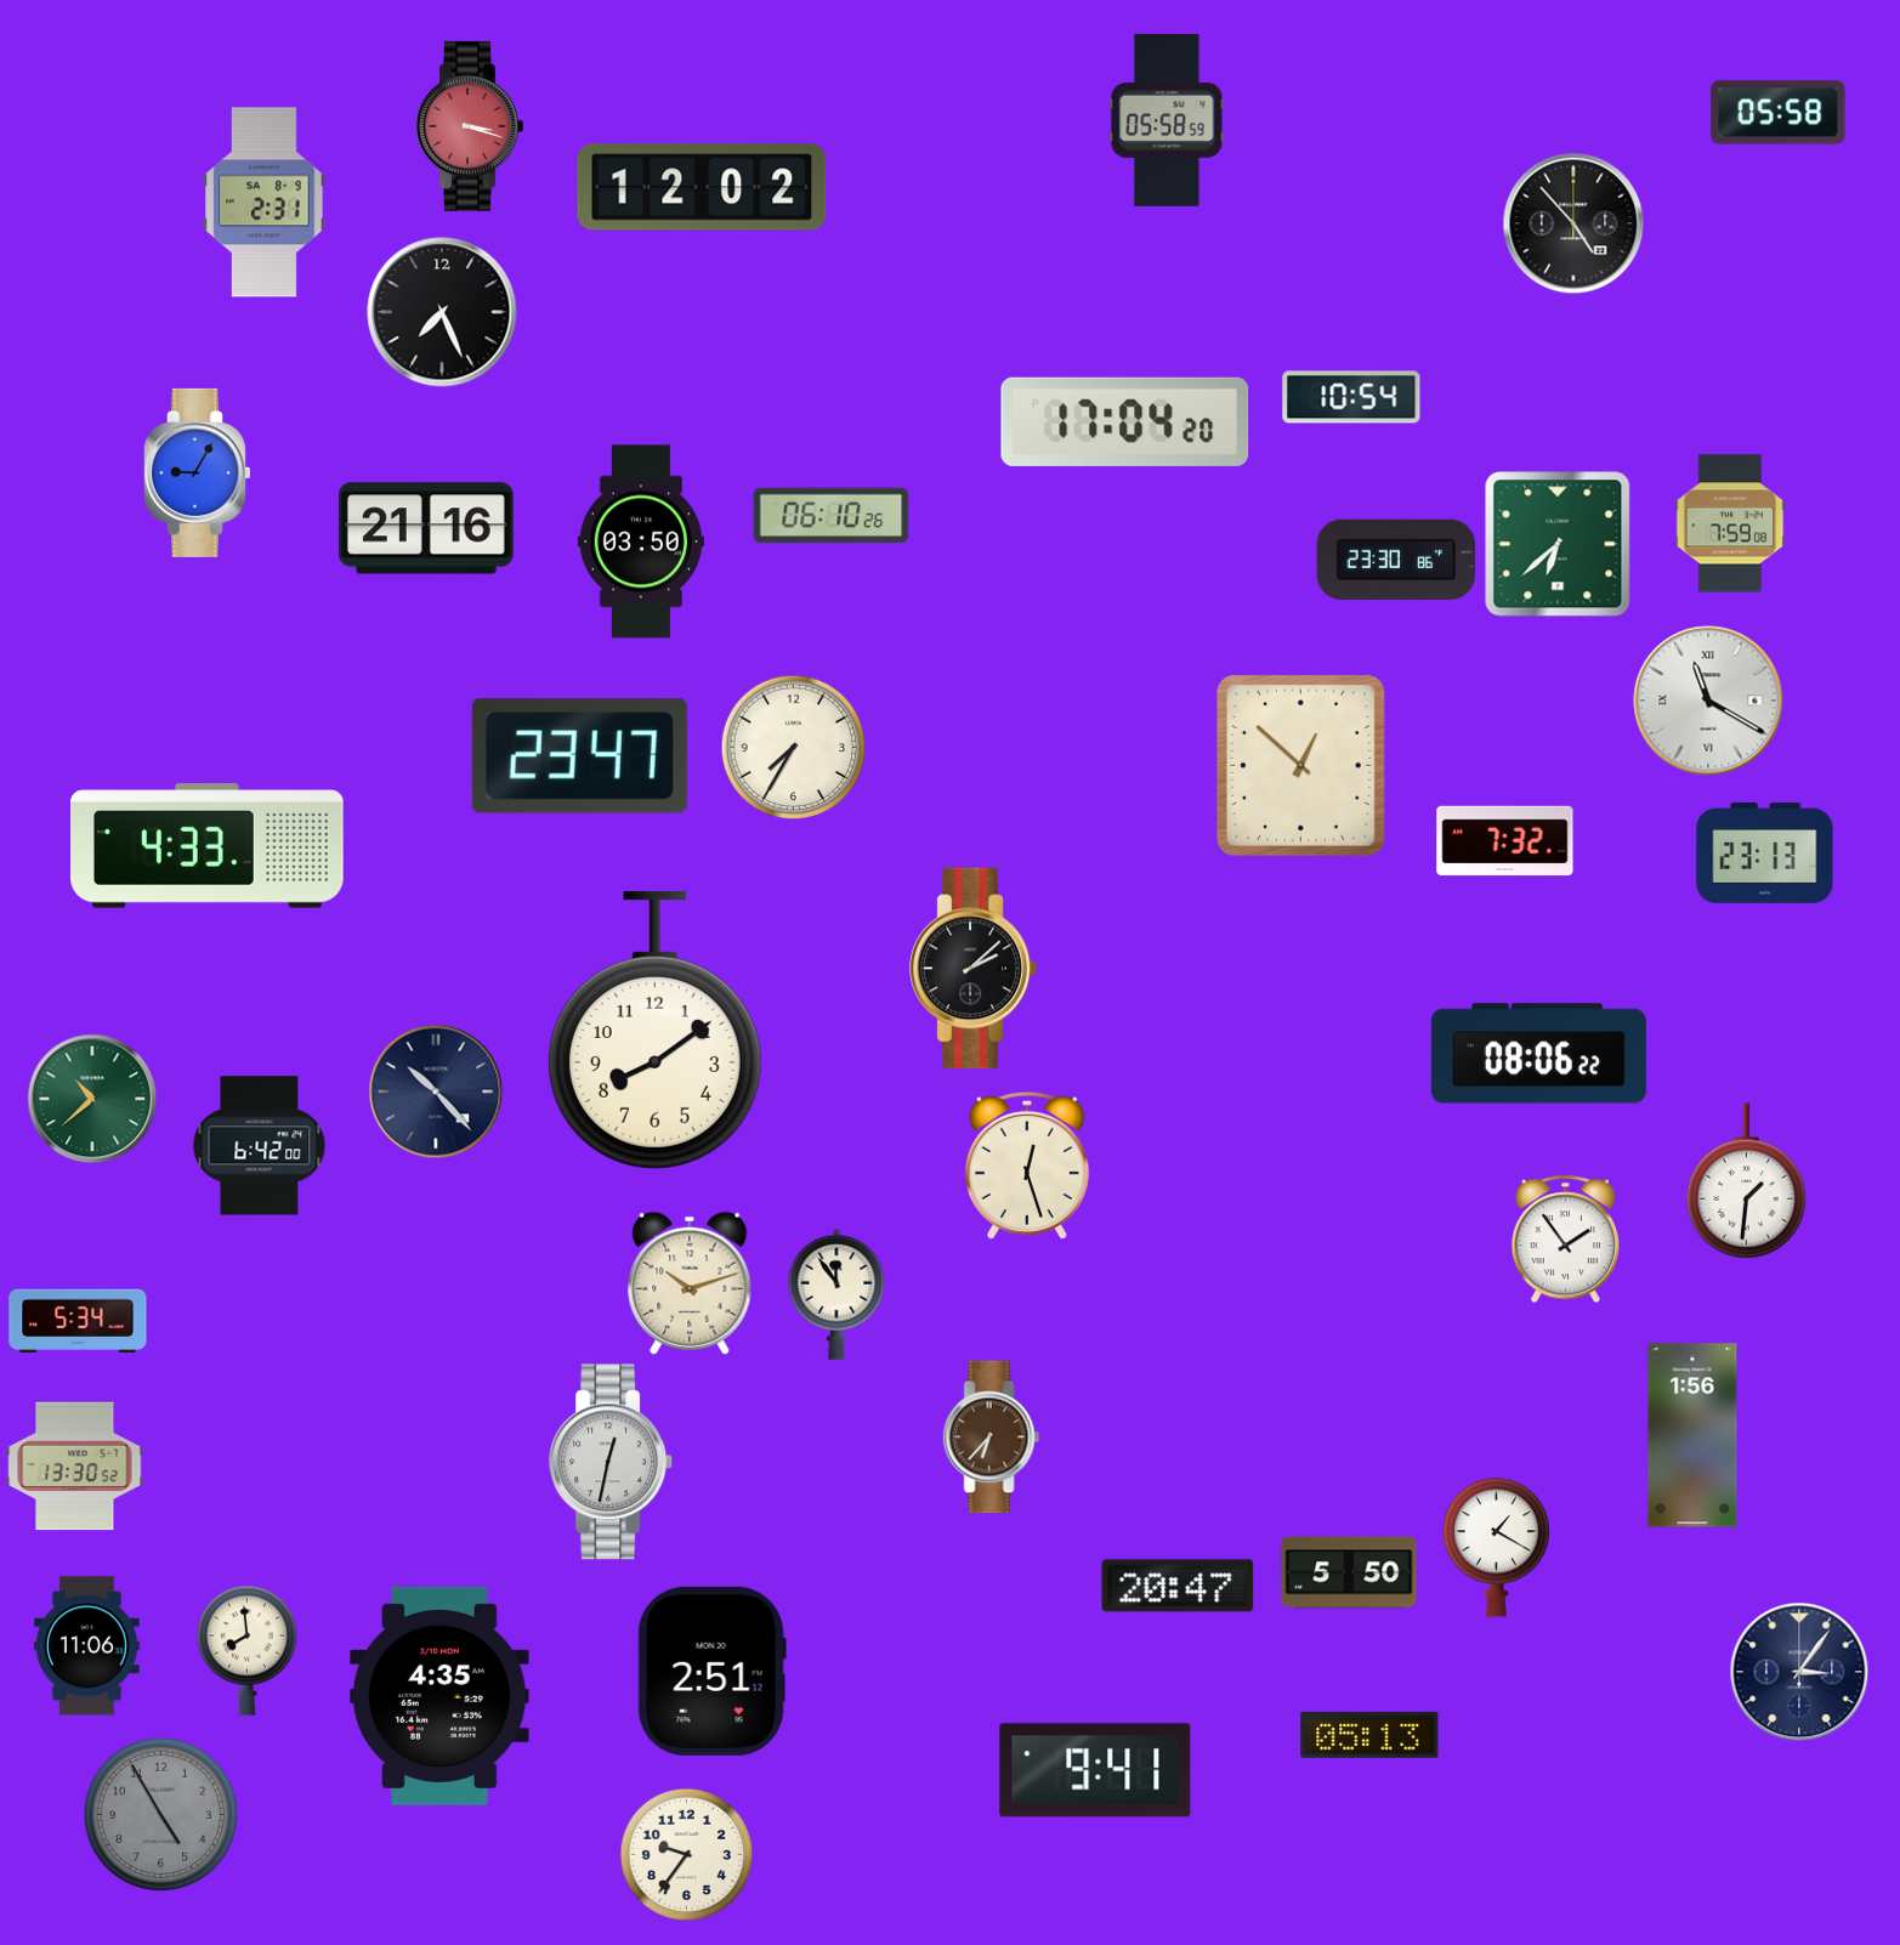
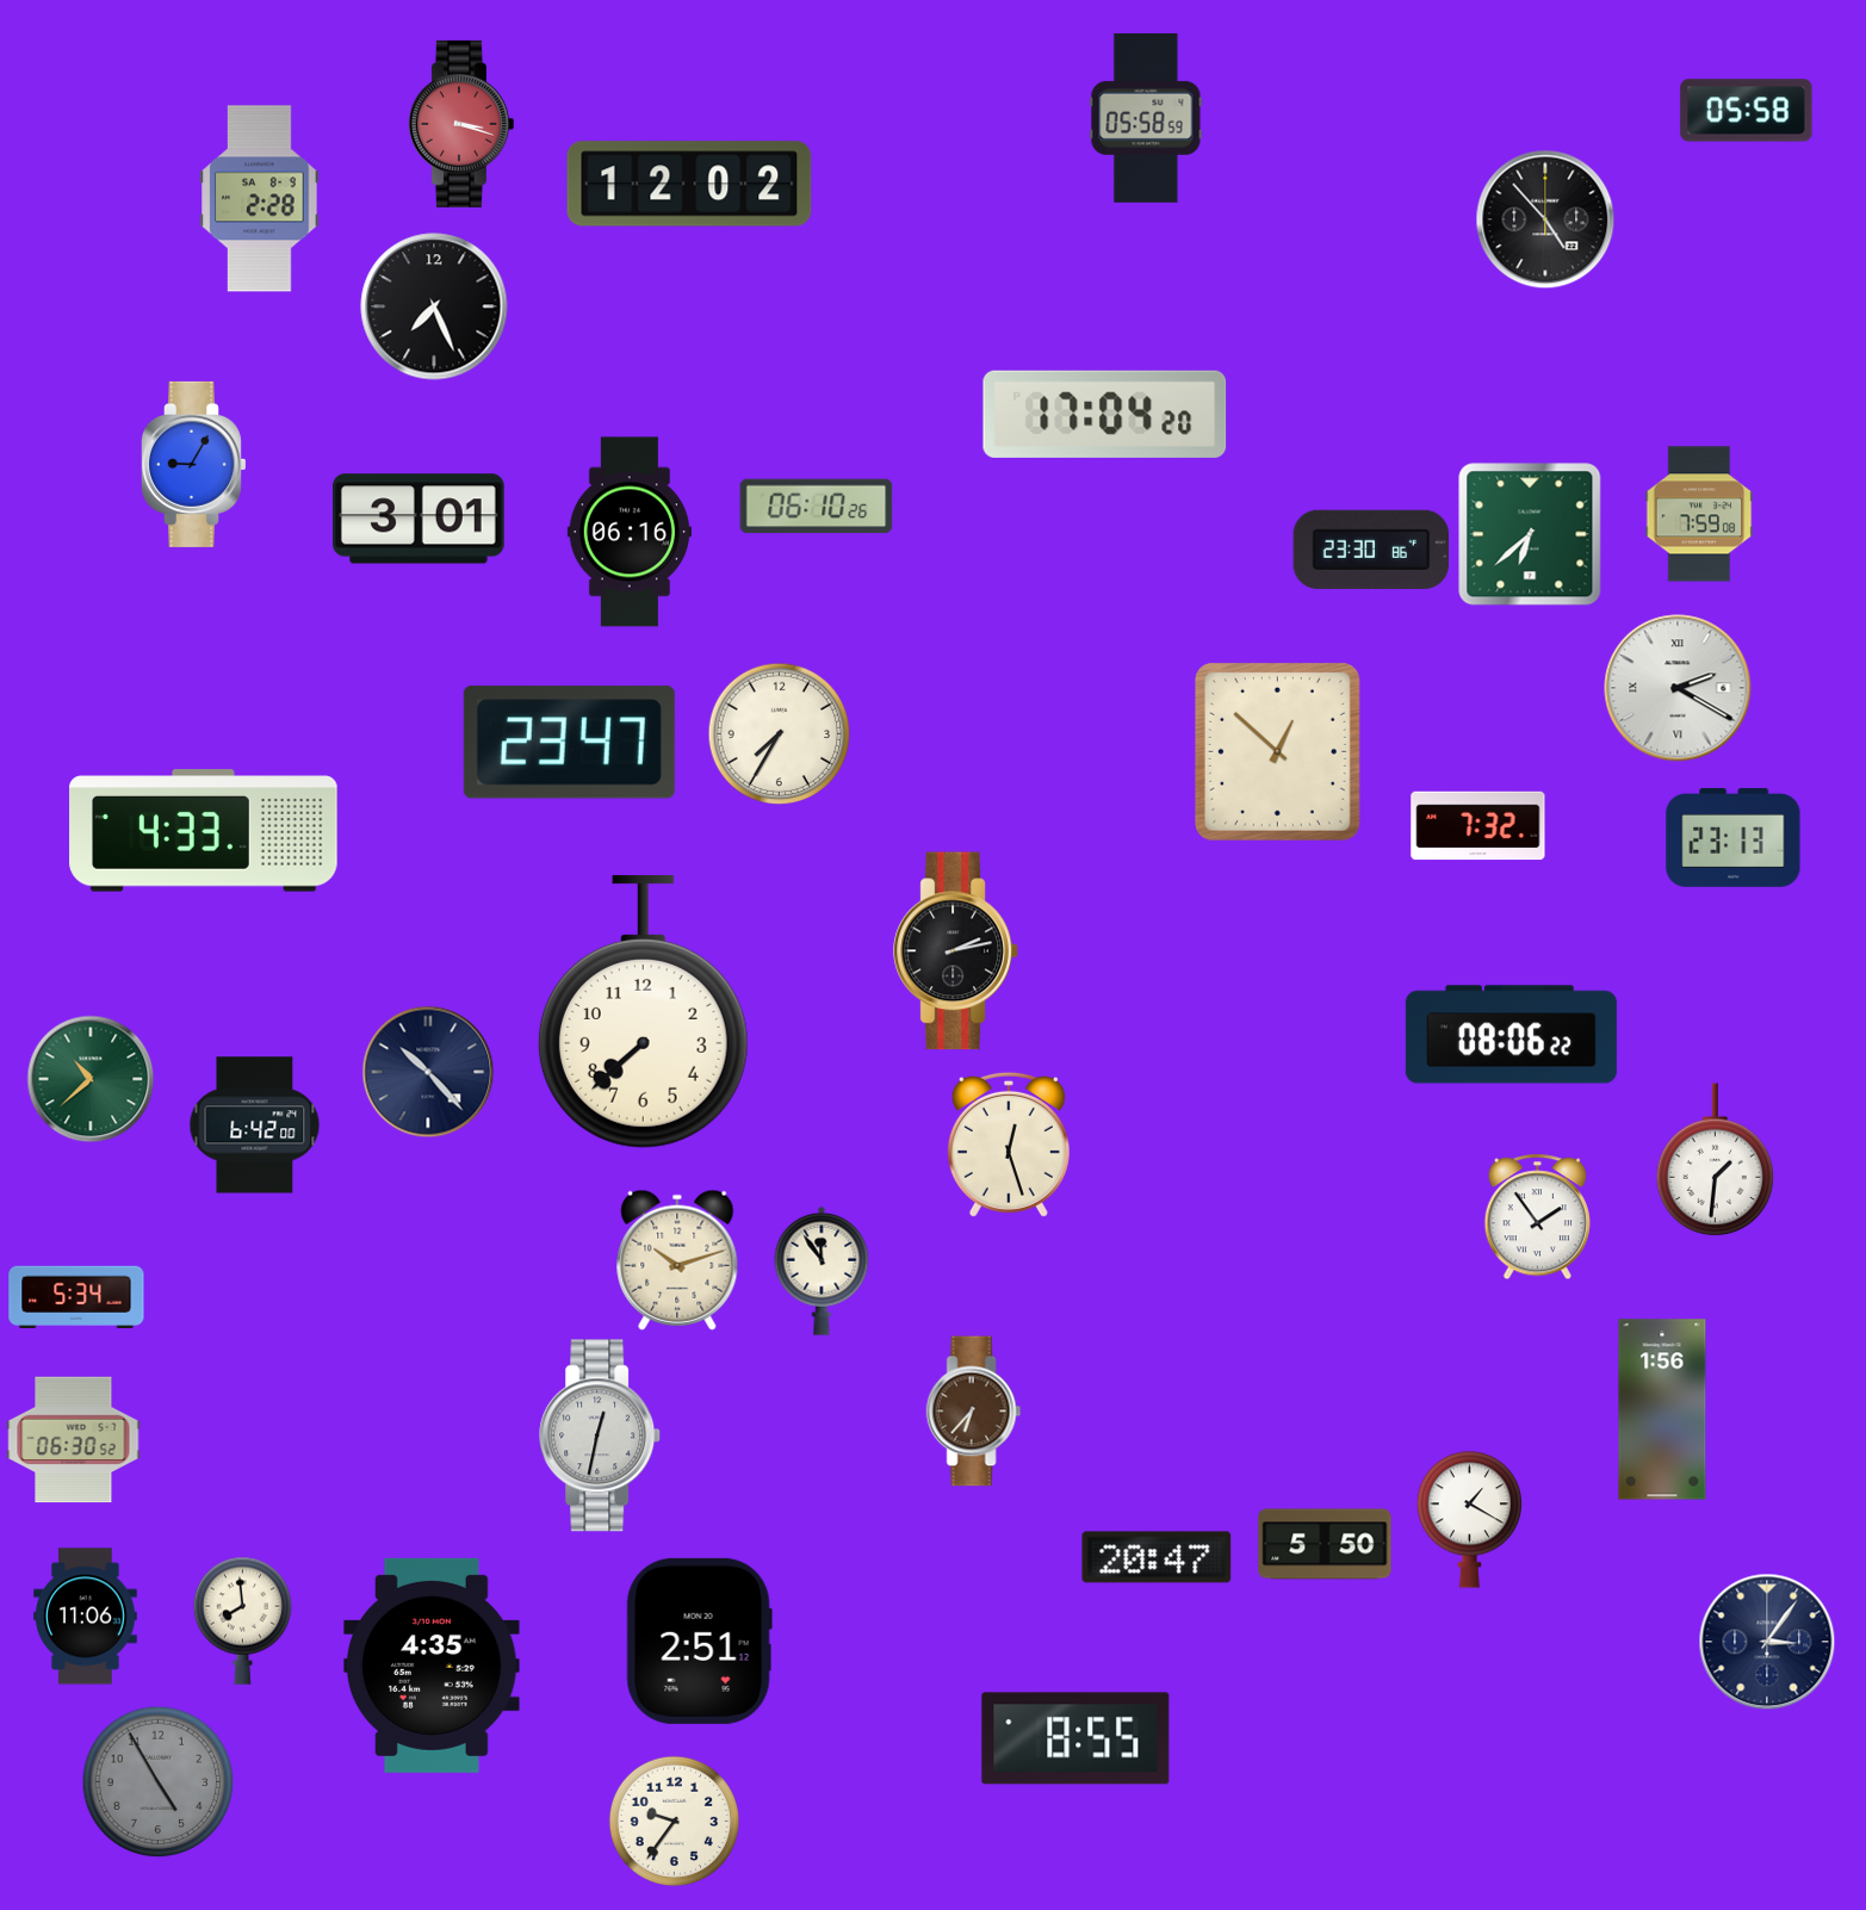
clock at (265, 203): 2:31 -> 2:28
clock at (1351, 397): 10:54 -> none
clock at (427, 528): 21:16 -> 3:01
clock at (641, 541): 03:50 -> 06:16
clock at (1708, 701): 11:20 -> 2:20
clock at (974, 969): 2:08 -> 2:13
clock at (654, 1031): 8:09 -> 7:38
clock at (75, 1467): 13:30 -> 06:30
clock at (1369, 1735): 05:13 -> none
clock at (1095, 1770): 9:41 -> 8:55
